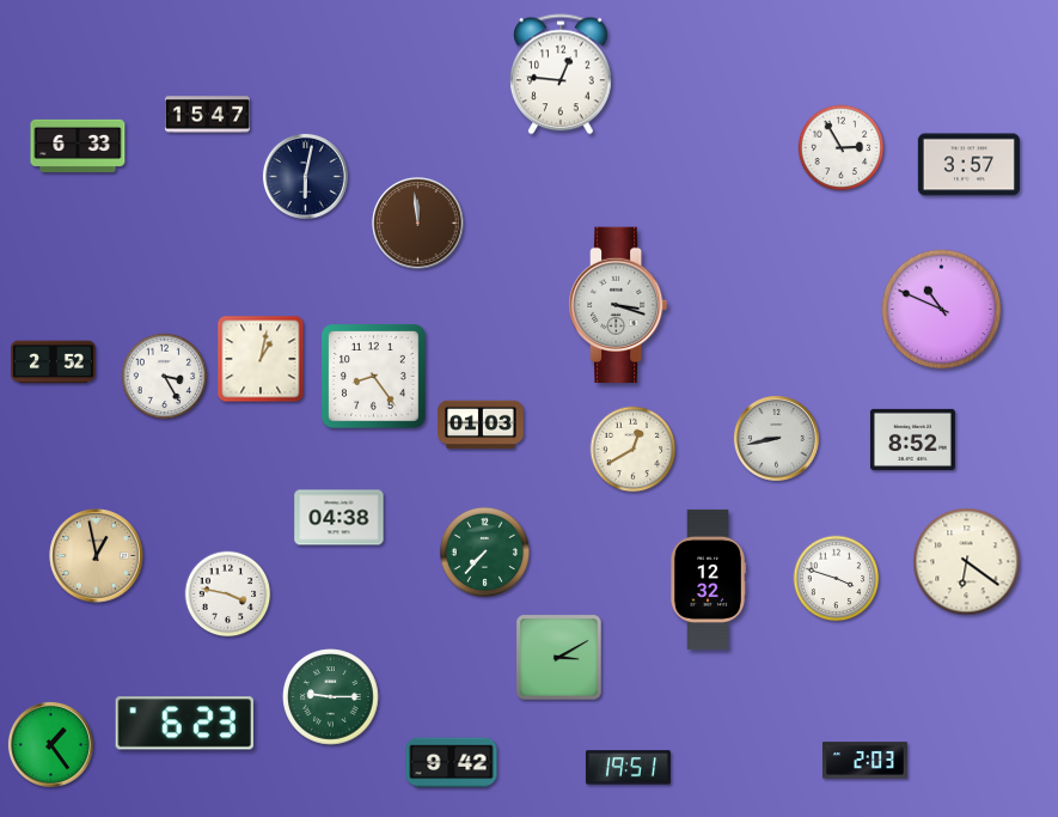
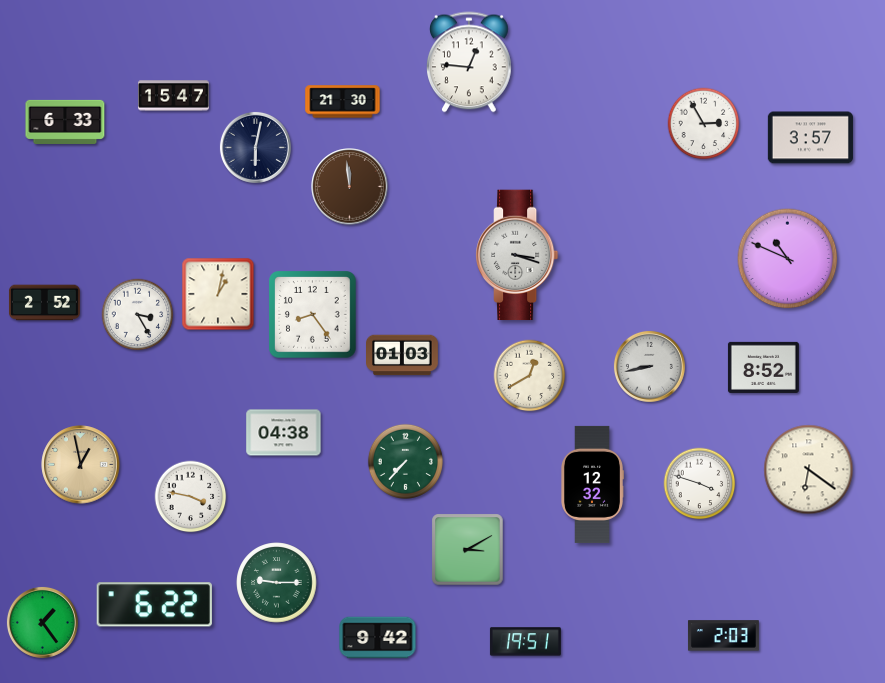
clock at (343, 102): none -> 21:30
clock at (261, 359) position: (261, 359) -> (218, 294)
clock at (184, 724): 6:23 -> 6:22
